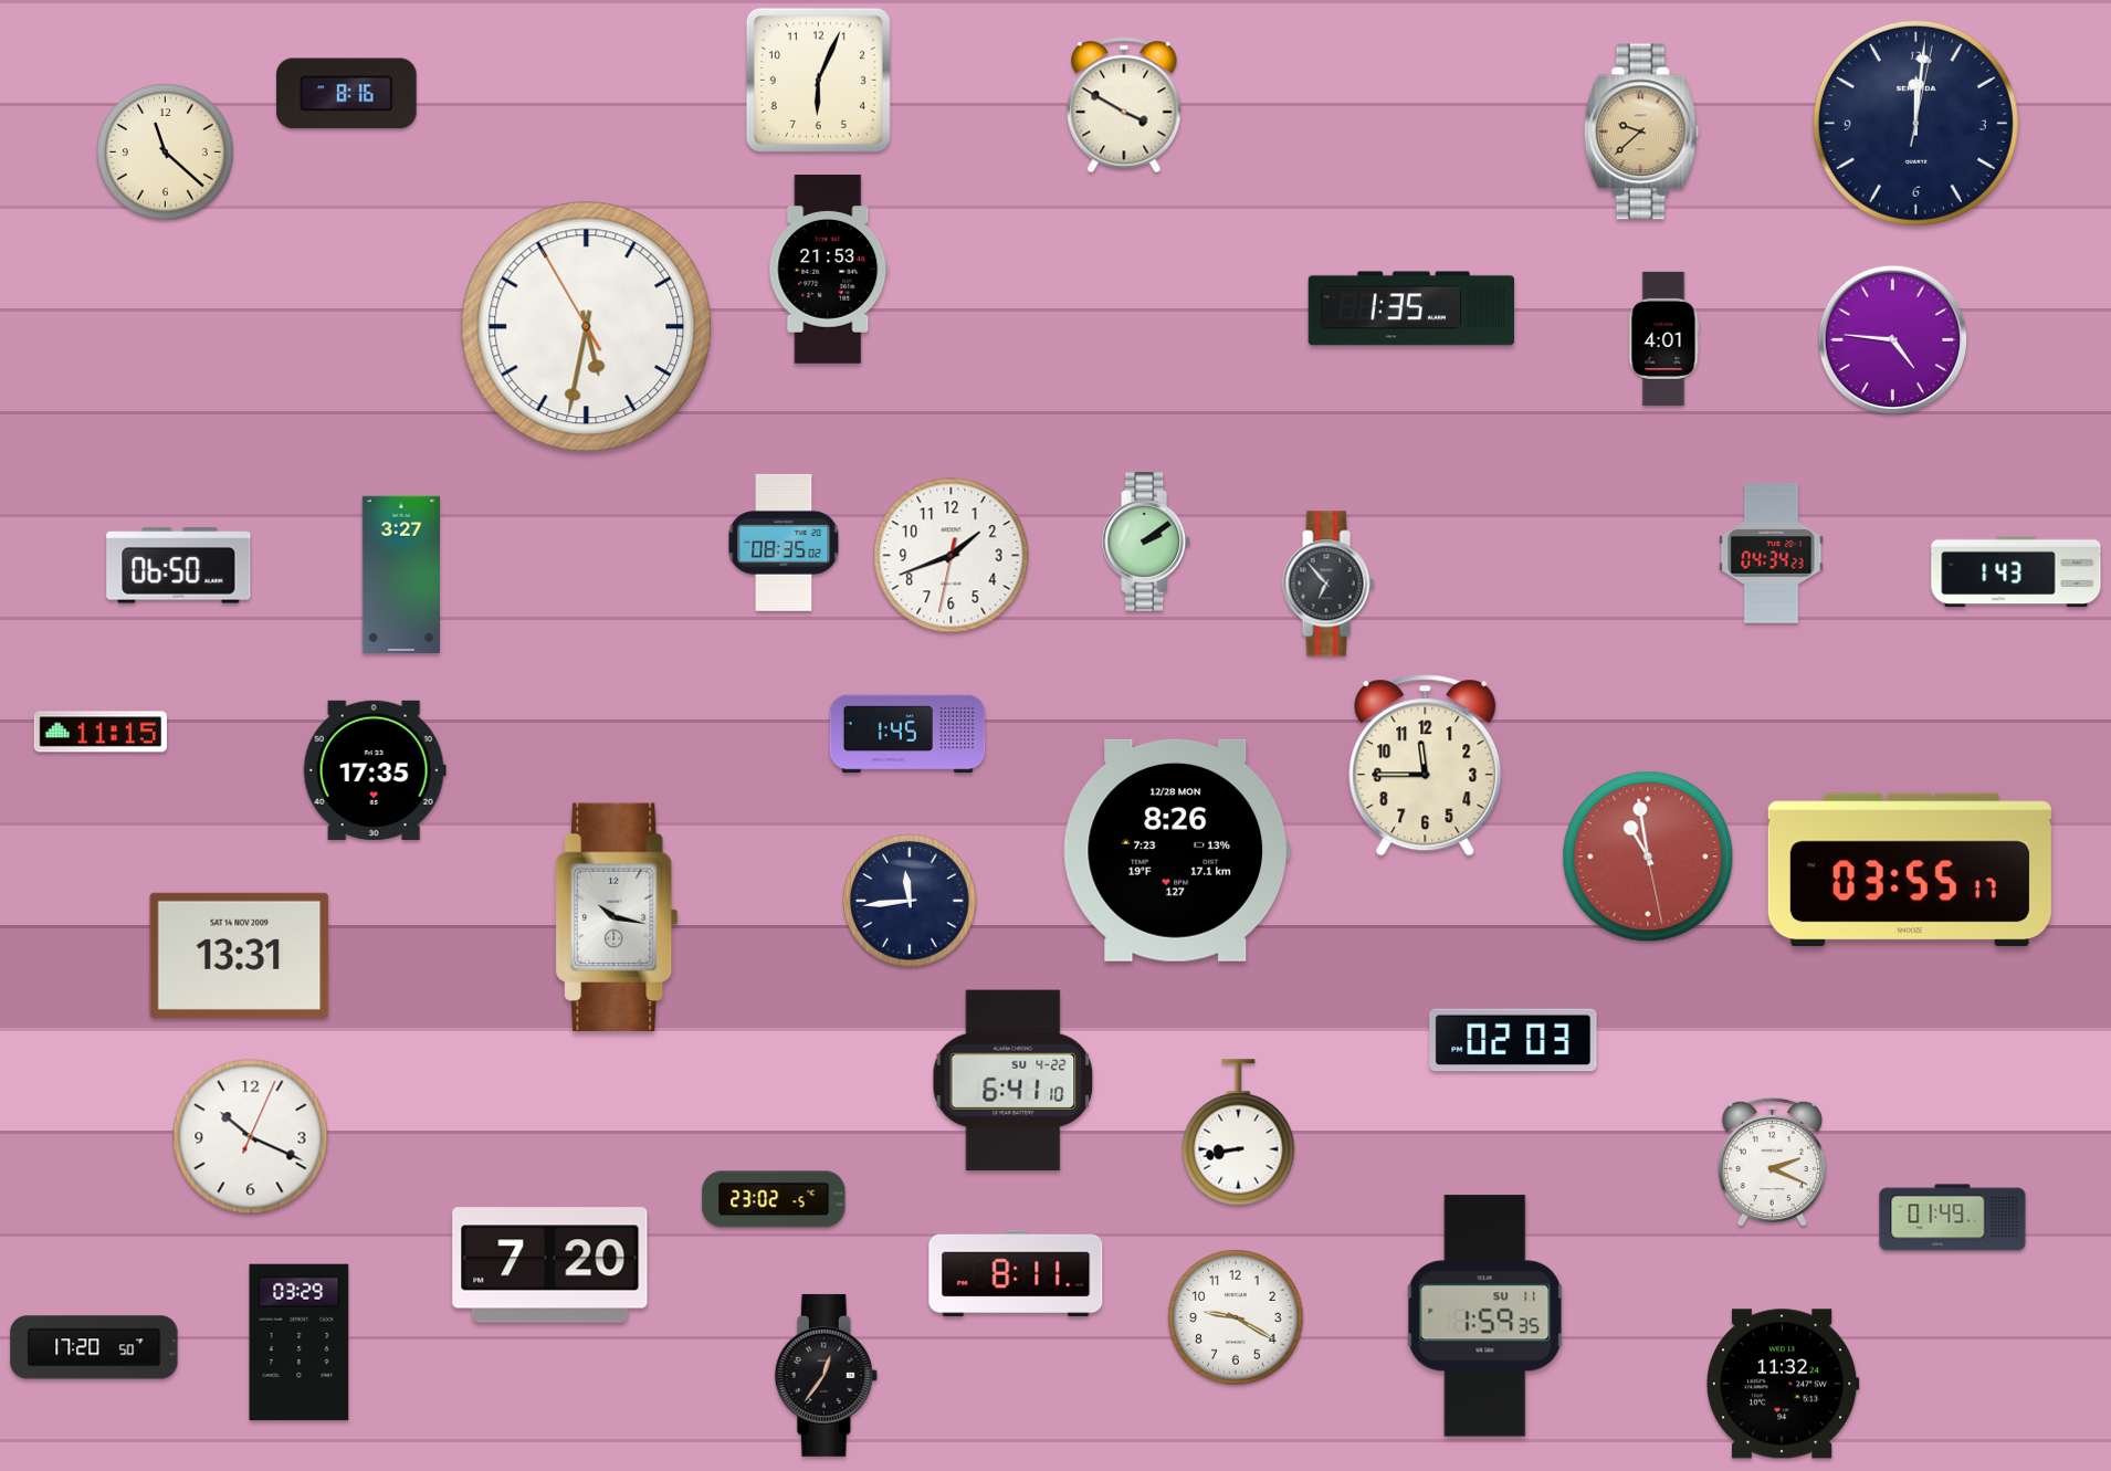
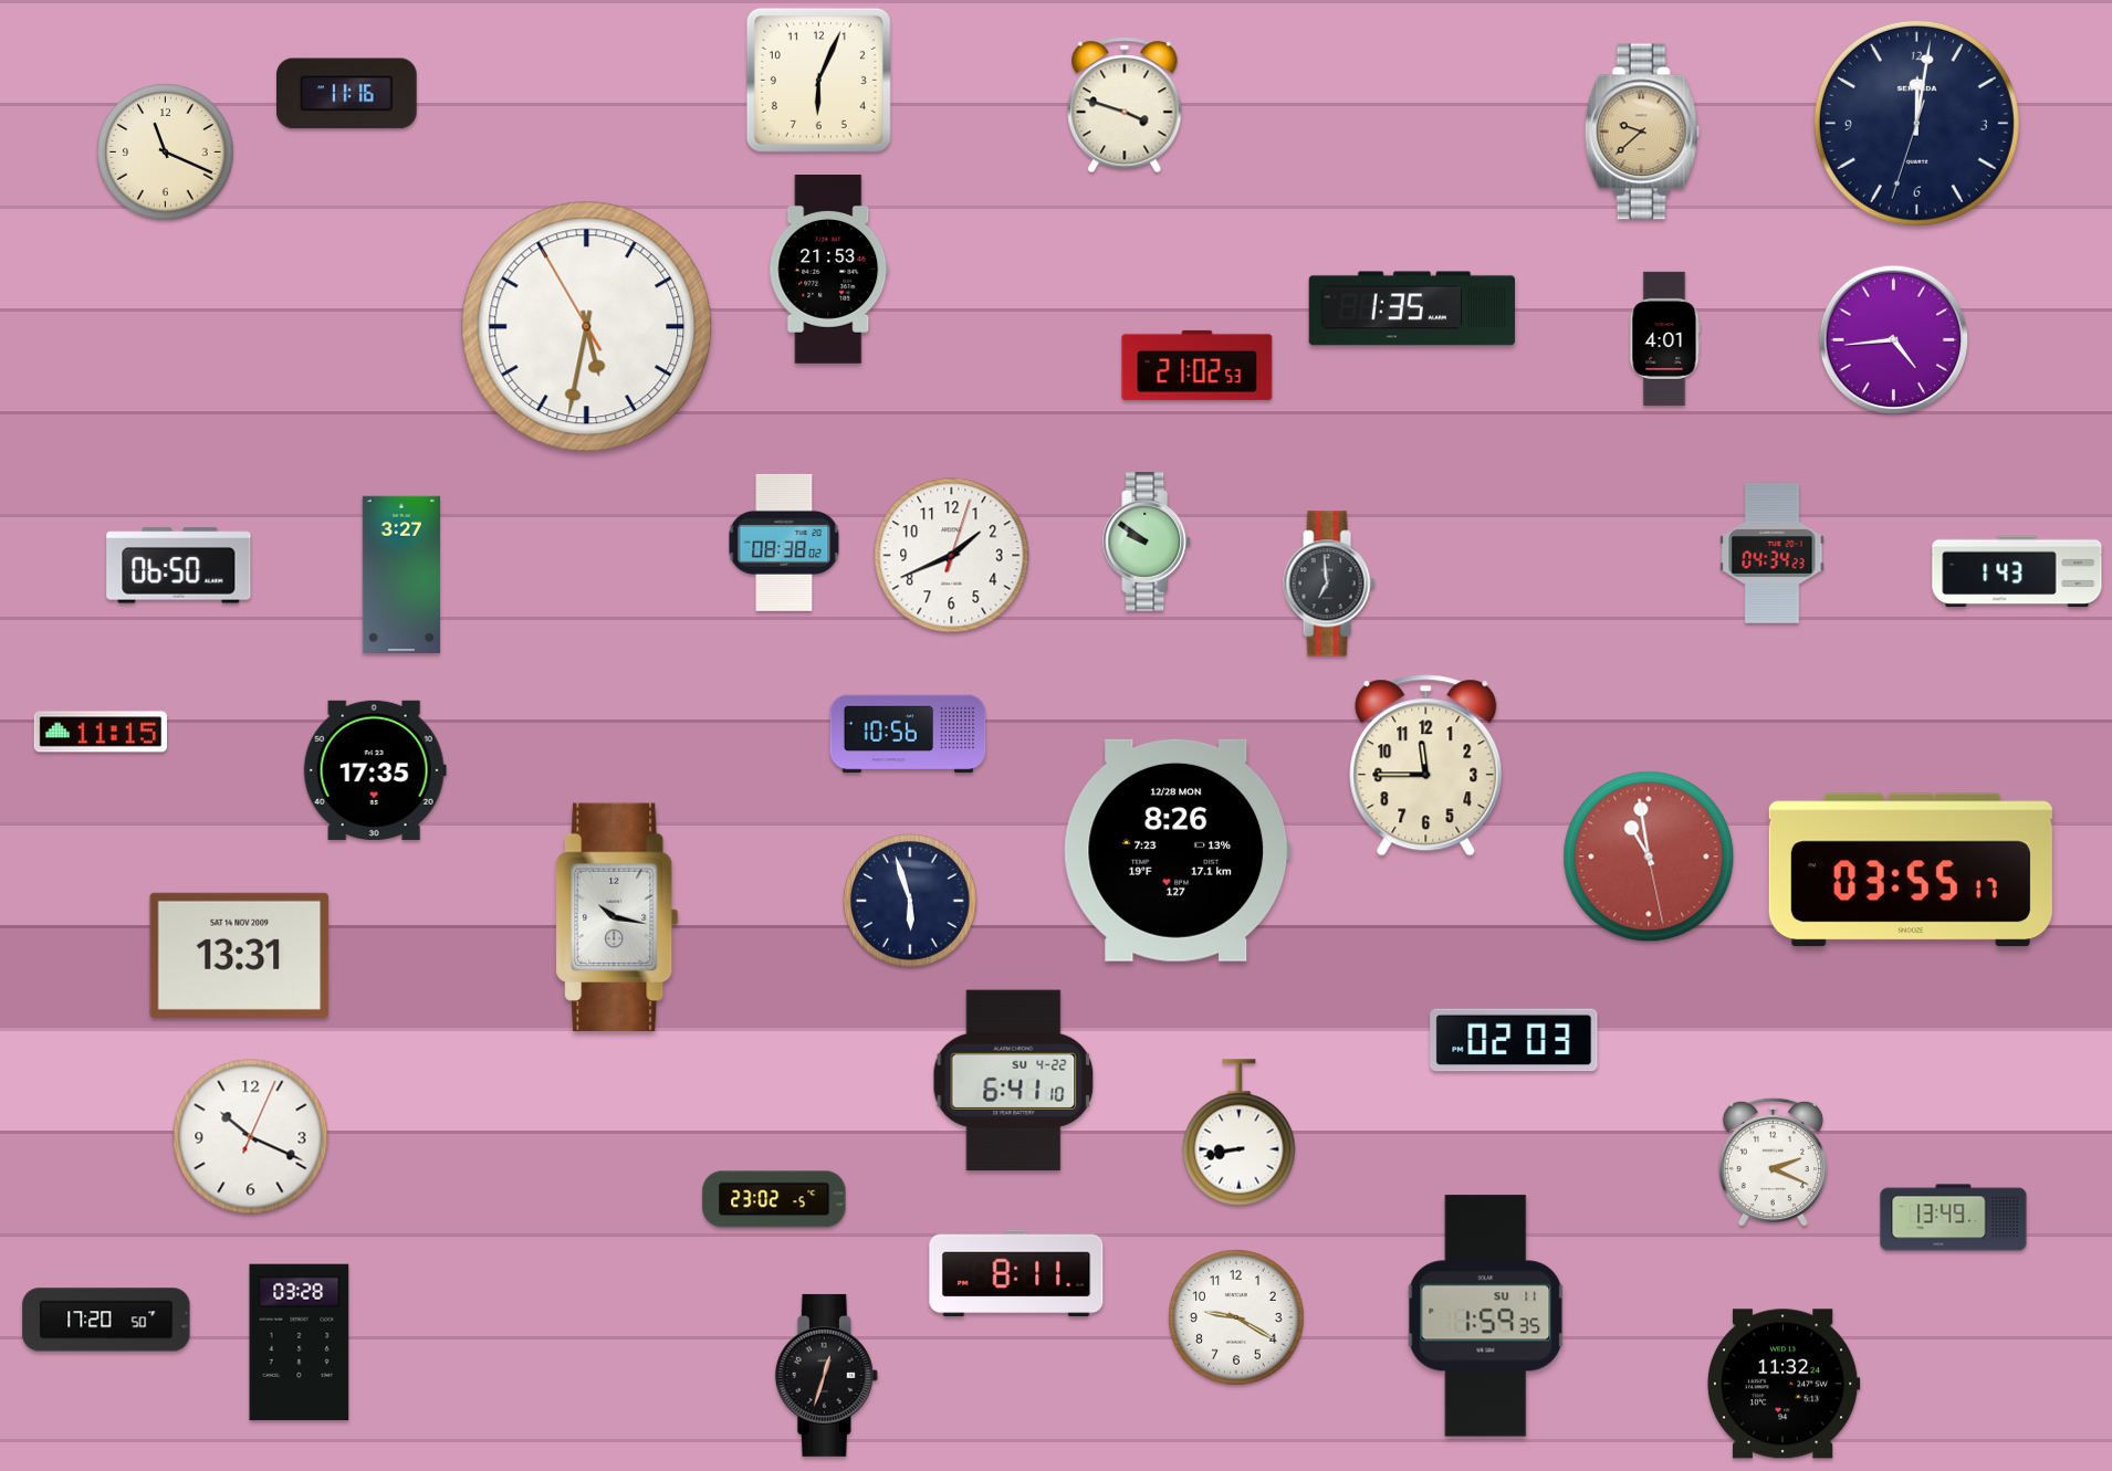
clock at (347, 94): 8:16 -> 11:16
clock at (1124, 105): 3:50 -> 3:48
clock at (1915, 123): 12:01:02 -> 12:01:33
clock at (166, 153): 11:22 -> 11:19
clock at (1893, 340): 4:46 -> 4:44
clock at (1198, 365): none -> 21:02
clock at (784, 543): 08:35 -> 08:38
clock at (1147, 543): 2:09 -> 9:51
clock at (952, 556): 1:41:32 -> 1:41:03
clock at (1328, 584): 6:53 -> 6:59
clock at (907, 734): 1:45 -> 10:56
clock at (910, 901): 11:44 -> 5:57
clock at (1953, 1218): 01:49 -> 13:49
clock at (550, 1265): 7:20 -> none
clock at (300, 1343): 03:29 -> 03:28
clock at (94, 1347) position: (94, 1347) -> (106, 1320)
clock at (826, 1375): 12:36 -> 12:33
